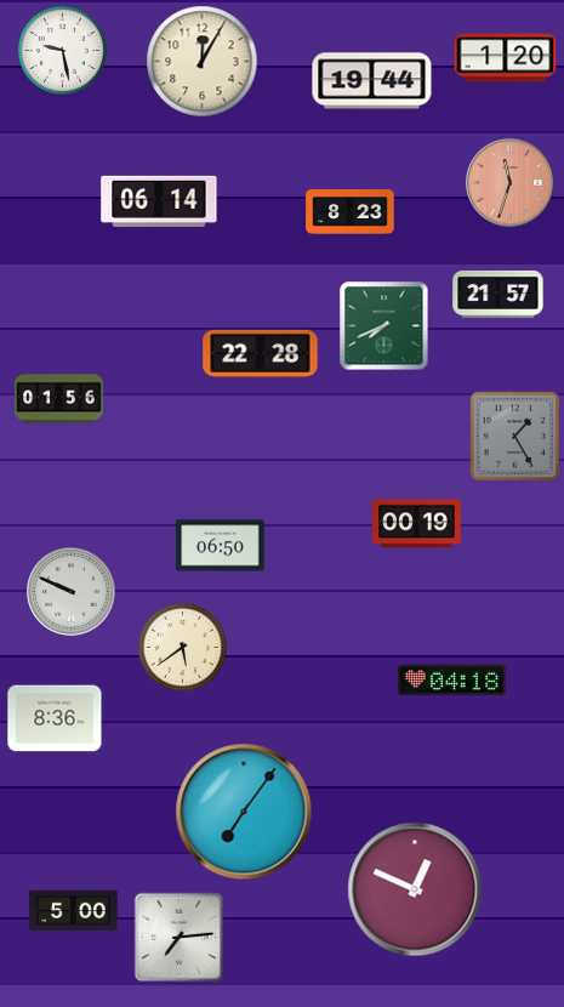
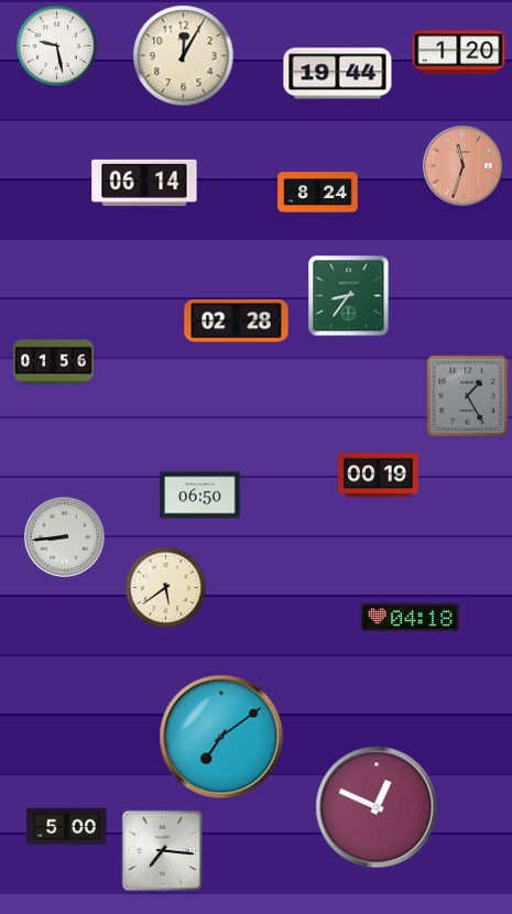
clock at (351, 212): 8:23 -> 8:24
clock at (499, 295): 21:57 -> none
clock at (384, 326): 7:41 -> 8:36
clock at (261, 353): 22:28 -> 02:28
clock at (72, 592): 9:49 -> 8:44
clock at (55, 718): 8:36 -> none
clock at (244, 812): 7:06 -> 7:09
clock at (180, 938): 7:14 -> 7:16
